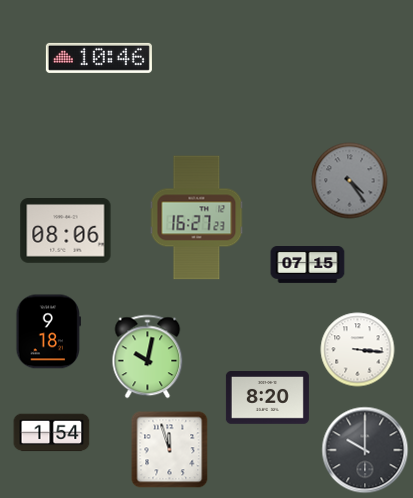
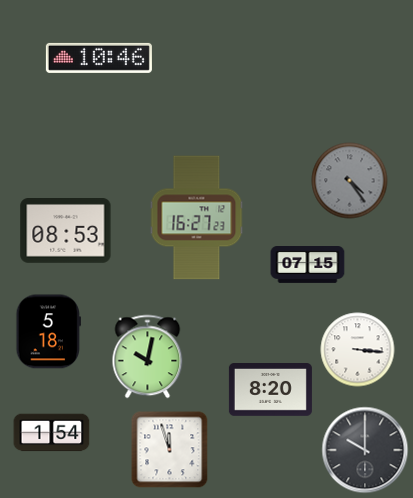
clock at (66, 231): 08:06 -> 08:53
clock at (48, 332): 9:18 -> 5:18
clock at (267, 398) position: (267, 398) -> (270, 390)
